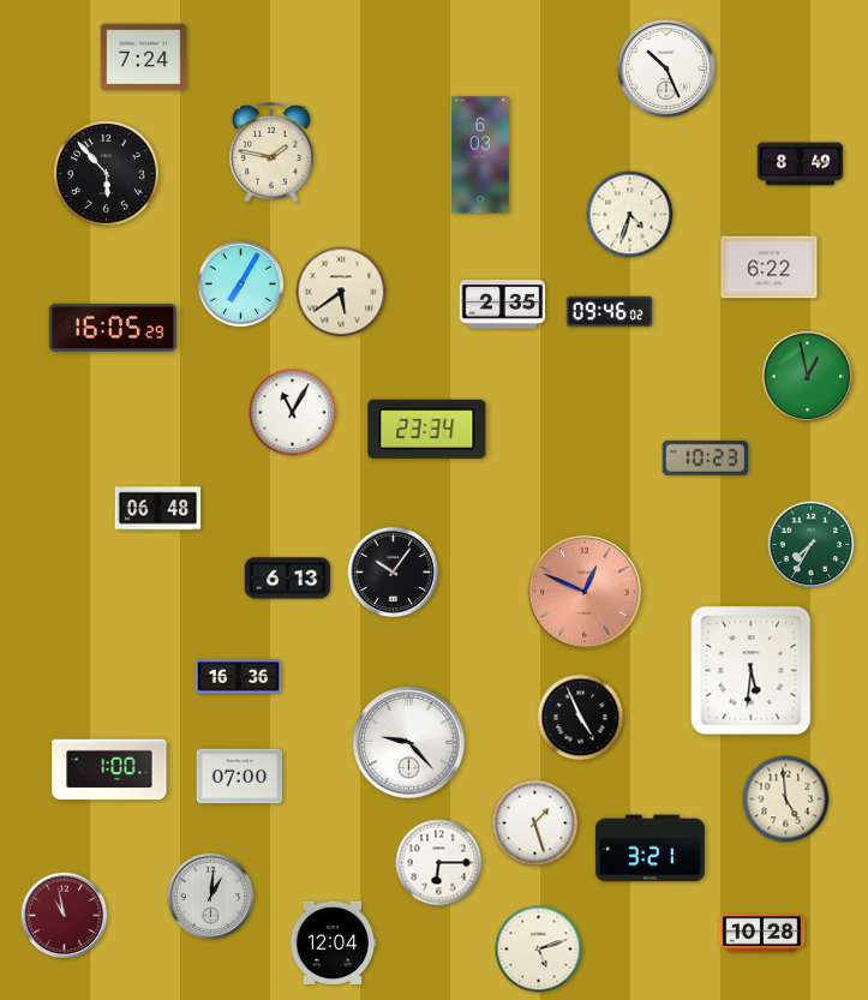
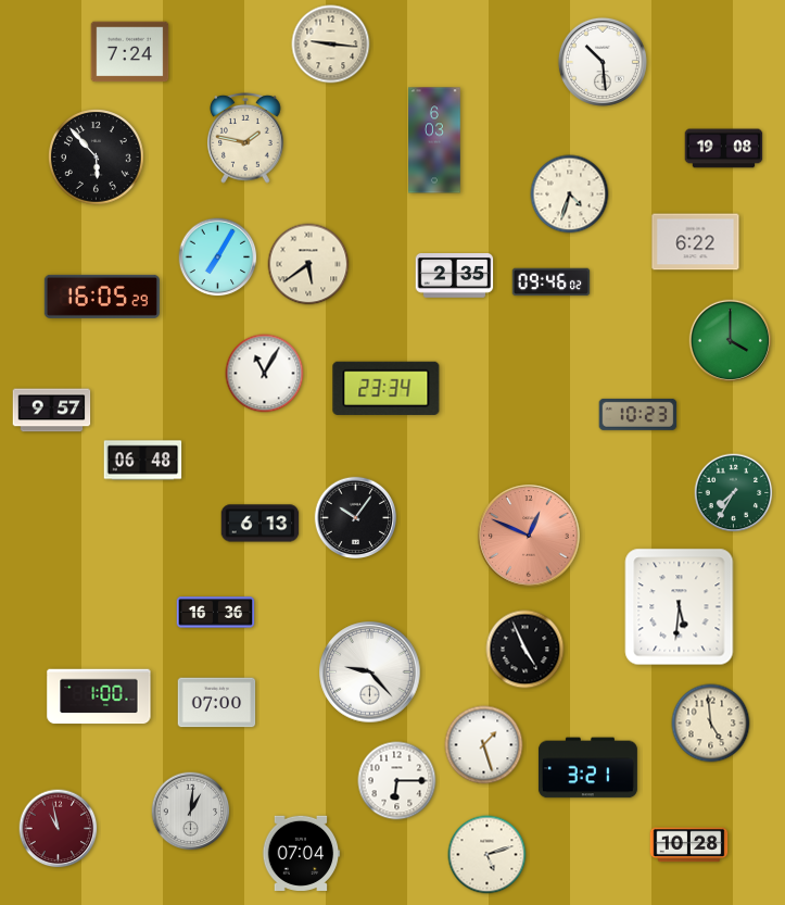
clock at (331, 45): none -> 9:16
clock at (666, 68): 10:26 -> 10:29
clock at (801, 164): 8:49 -> 19:08
clock at (808, 377): 12:58 -> 4:00
clock at (52, 411): none -> 9:57
clock at (333, 942): 12:04 -> 07:04
clock at (539, 950) position: (539, 950) -> (488, 855)
